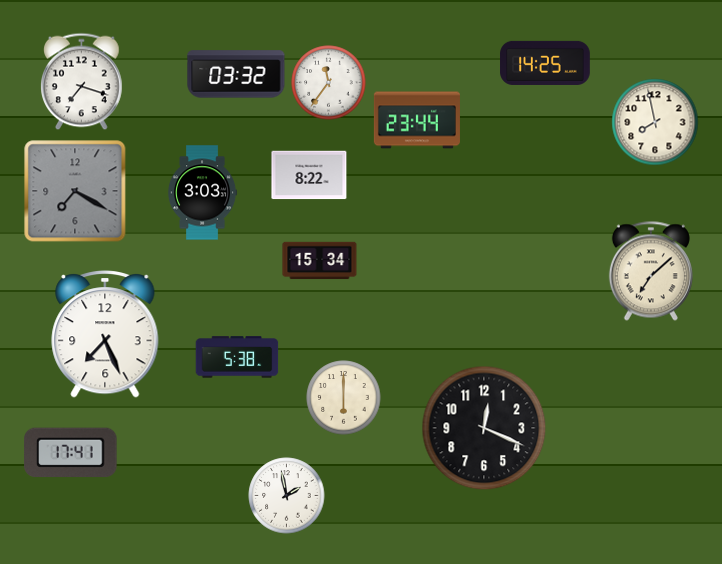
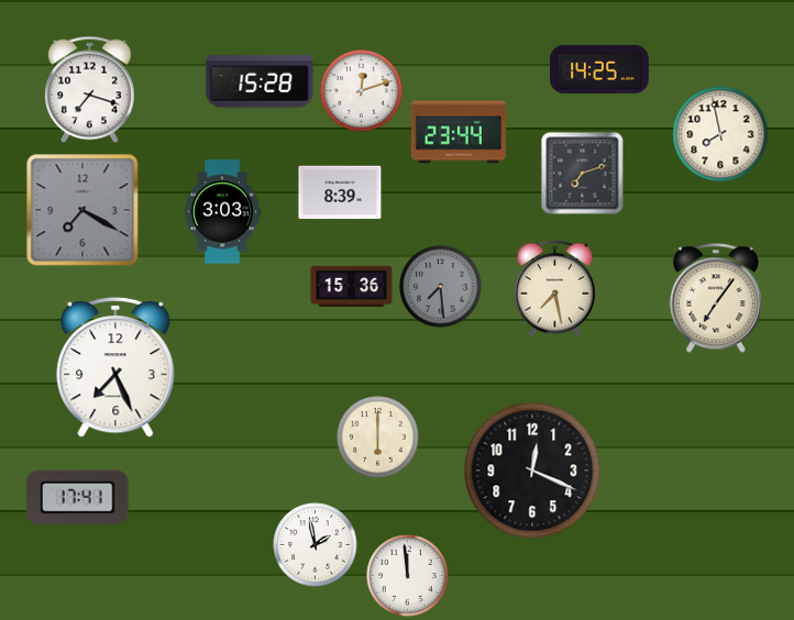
clock at (236, 74): 03:32 -> 15:28
clock at (329, 83): 11:36 -> 12:12
clock at (583, 174): none -> 7:12
clock at (309, 175): 8:22 -> 8:39
clock at (320, 261): 15:34 -> 15:36
clock at (441, 287): none -> 7:29
clock at (554, 289): none -> 7:28
clock at (651, 271): 7:08 -> 7:06
clock at (237, 357): 5:38 -> none
clock at (408, 576): none -> 11:59
